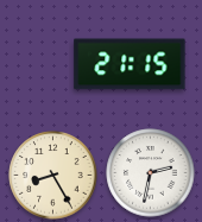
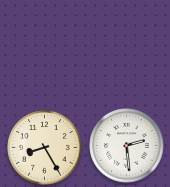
clock at (130, 64): 21:15 -> none
clock at (151, 173): 2:32 -> 2:29
